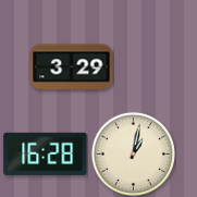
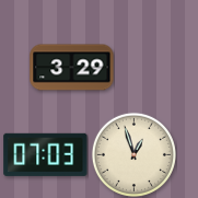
clock at (46, 153): 16:28 -> 07:03
clock at (133, 153): 1:02 -> 12:57
